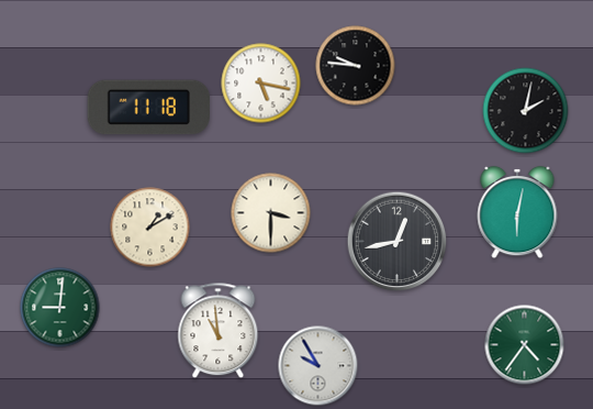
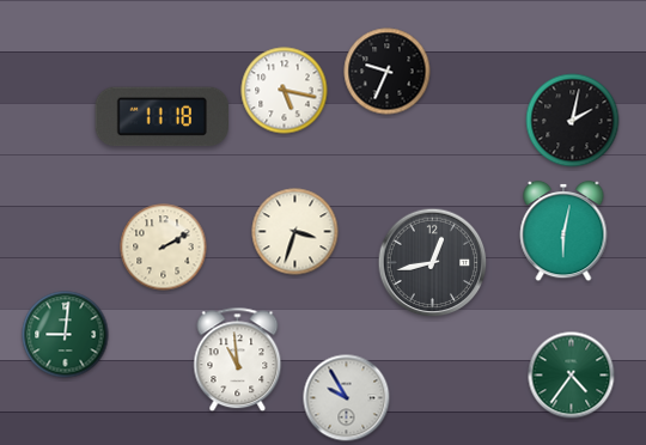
clock at (356, 66): 9:46 -> 9:34
clock at (271, 213): 3:30 -> 3:33
clock at (150, 228): 1:10 -> 2:10
